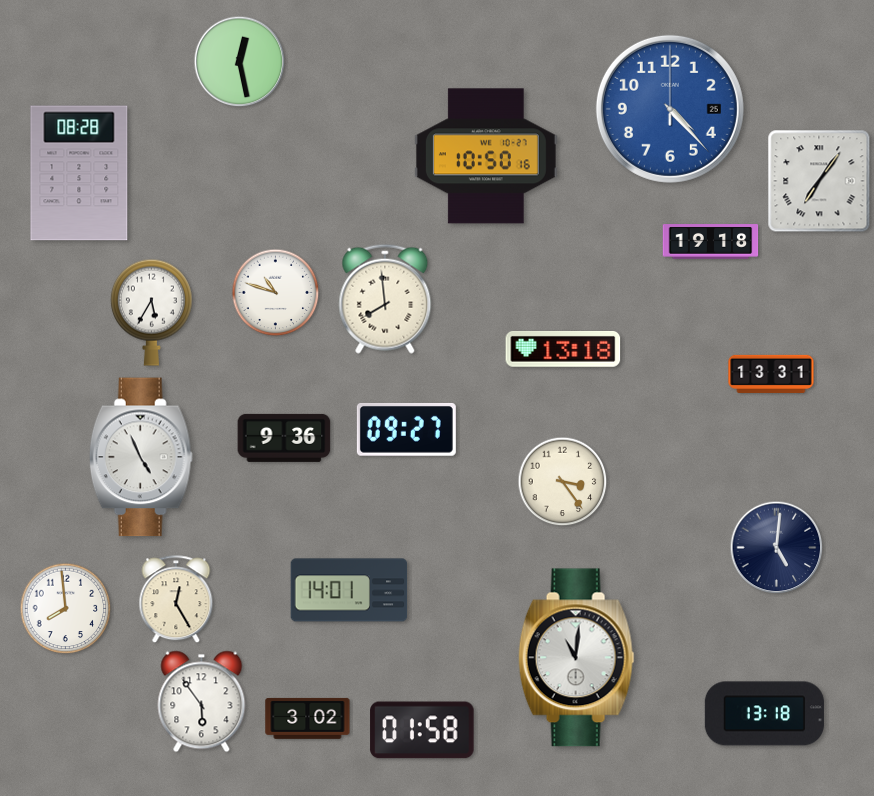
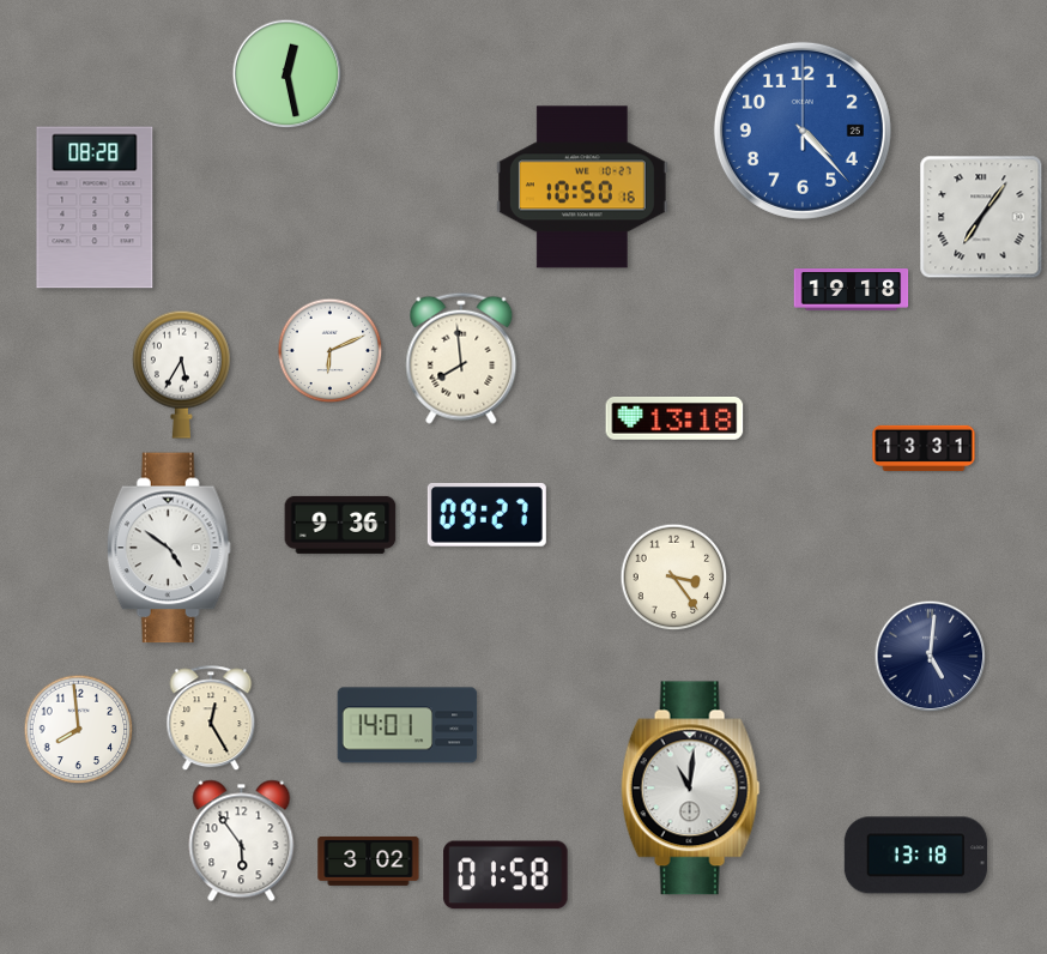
clock at (276, 293): 10:48 -> 6:11
clock at (141, 457): 4:56 -> 4:51
clock at (349, 590) position: (349, 590) -> (407, 725)
